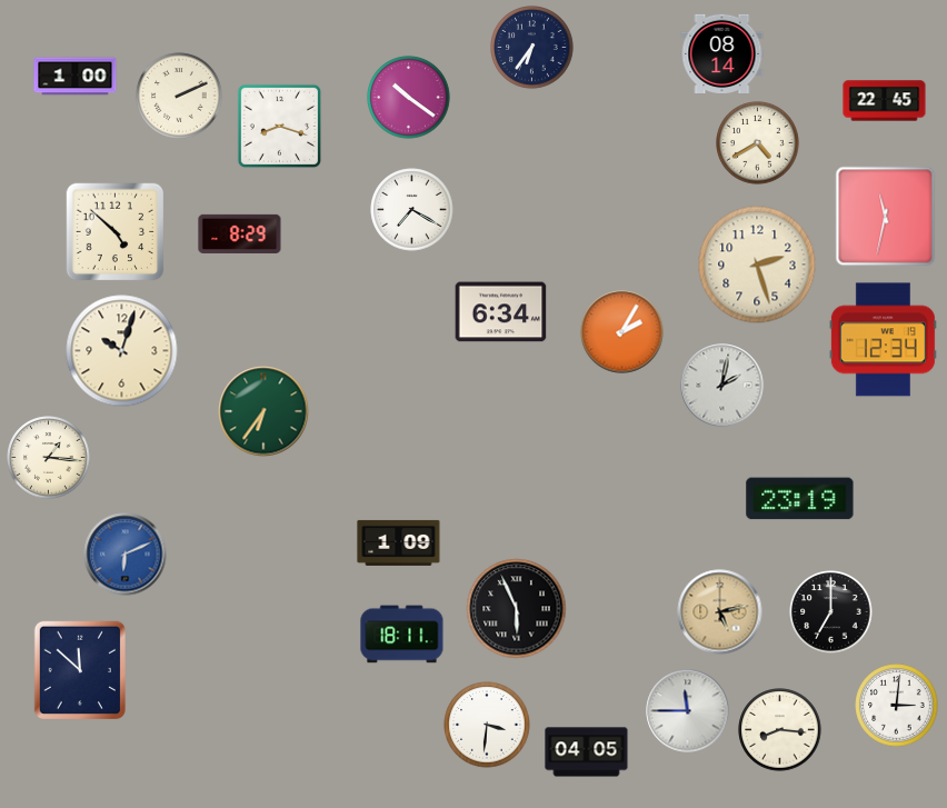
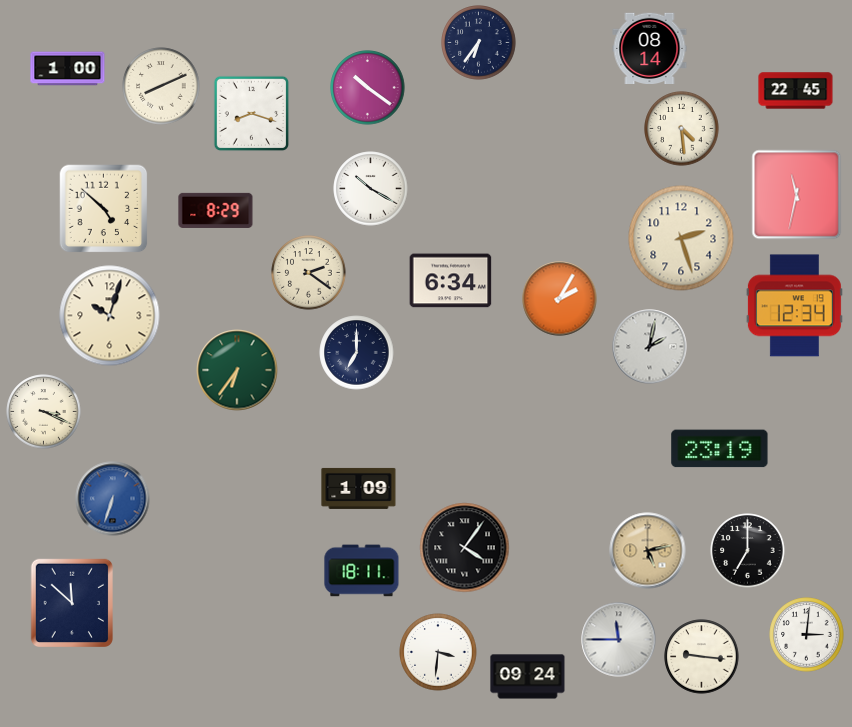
clock at (179, 96): 2:11 -> 8:11
clock at (758, 143): 4:40 -> 4:29
clock at (412, 210): 7:20 -> 10:20
clock at (309, 273): none -> 2:21
clock at (357, 353): none -> 7:00
clock at (49, 458): 1:16 -> 3:19
clock at (126, 555): 6:11 -> 6:33
clock at (517, 609): 5:56 -> 4:06
clock at (780, 730): 8:16 -> 9:16
clock at (587, 752): 04:05 -> 09:24
